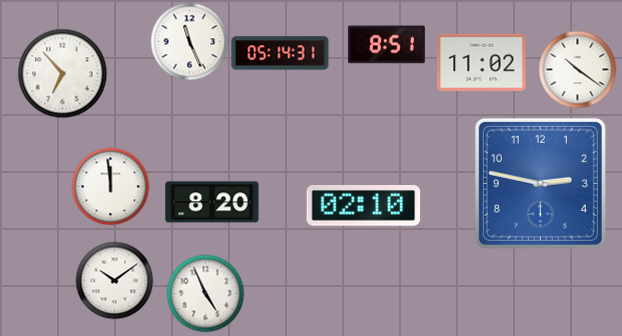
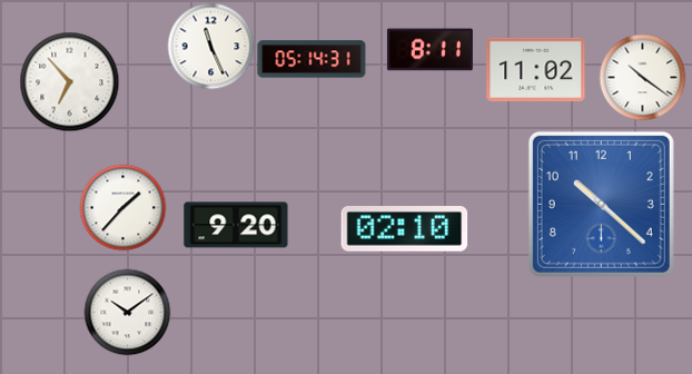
clock at (386, 45): 8:51 -> 8:11
clock at (540, 183): 2:47 -> 10:22
clock at (110, 186): 11:59 -> 1:37
clock at (212, 202): 8:20 -> 9:20
clock at (205, 293): 4:56 -> none
